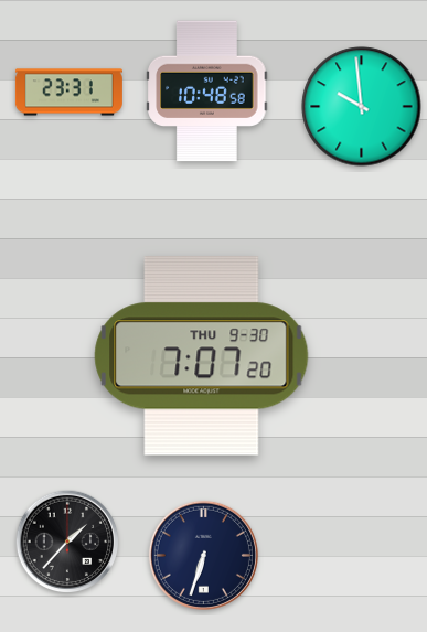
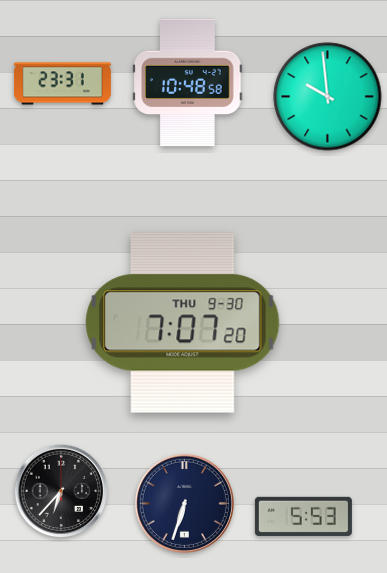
clock at (67, 542): 1:37 -> 6:37
clock at (303, 516): none -> 5:53
